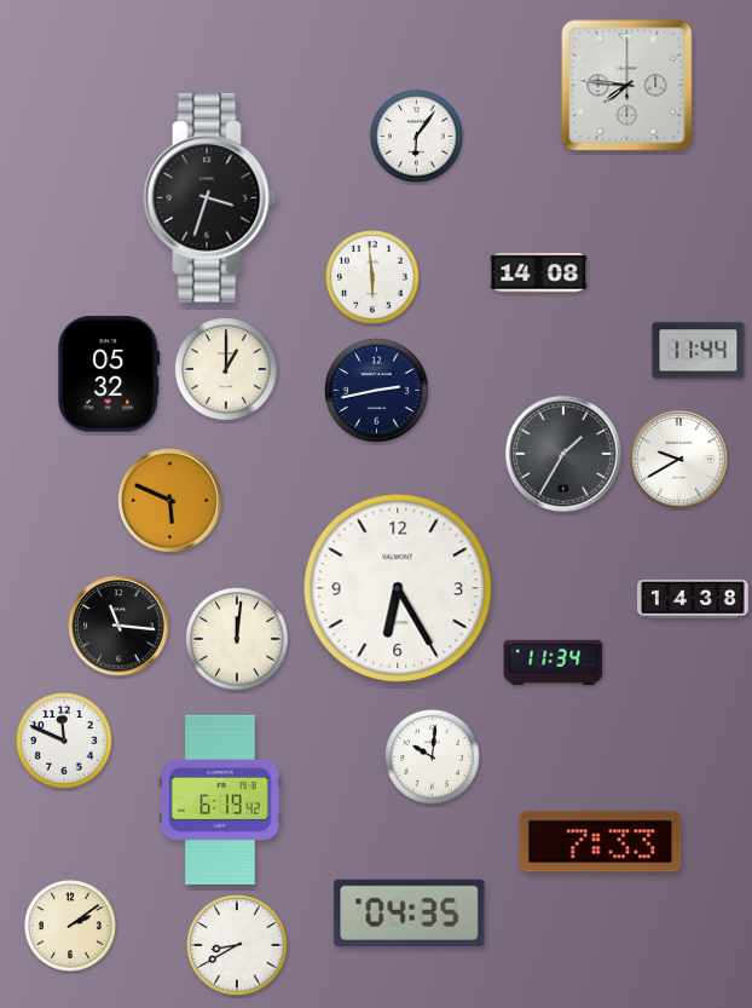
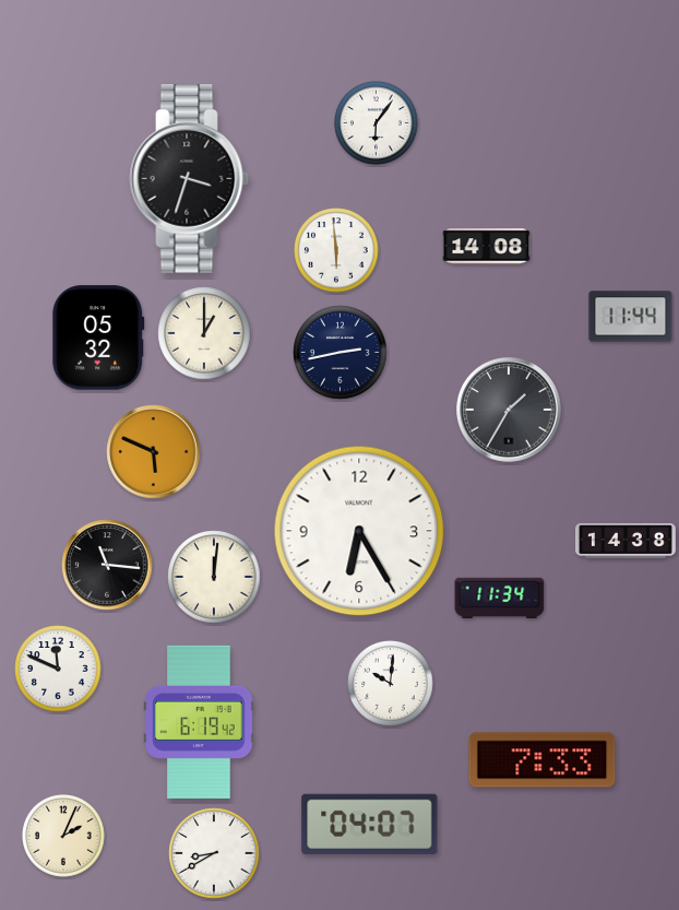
clock at (627, 86): 7:46 -> none
clock at (679, 460): 9:40 -> none
clock at (410, 912): 04:35 -> 04:07
clock at (71, 927): 2:09 -> 2:04
